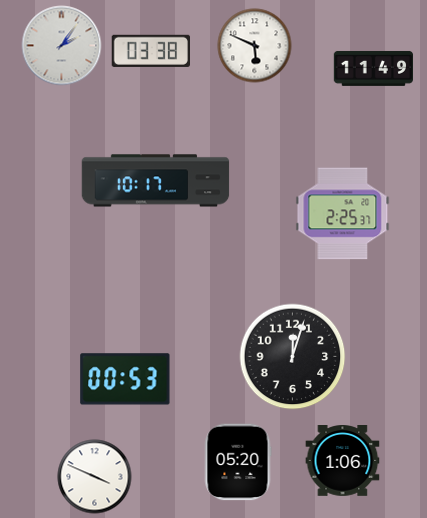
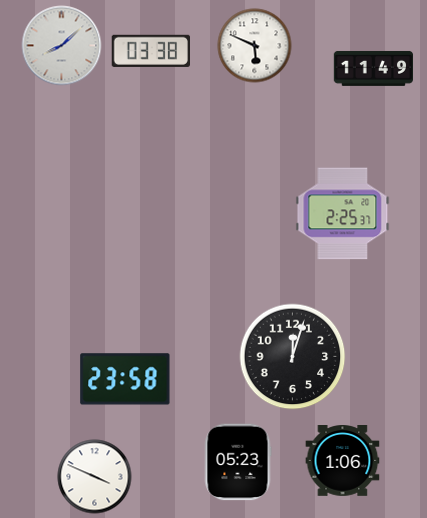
clock at (62, 46): 2:06 -> 8:08
clock at (156, 181): 10:17 -> none
clock at (125, 379): 00:53 -> 23:58
clock at (238, 462): 05:20 -> 05:23
